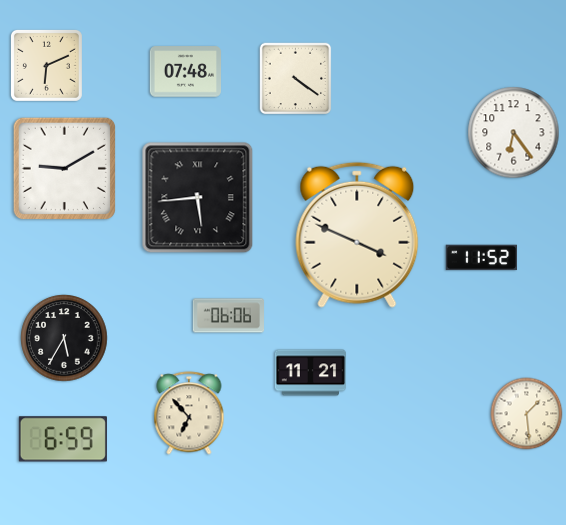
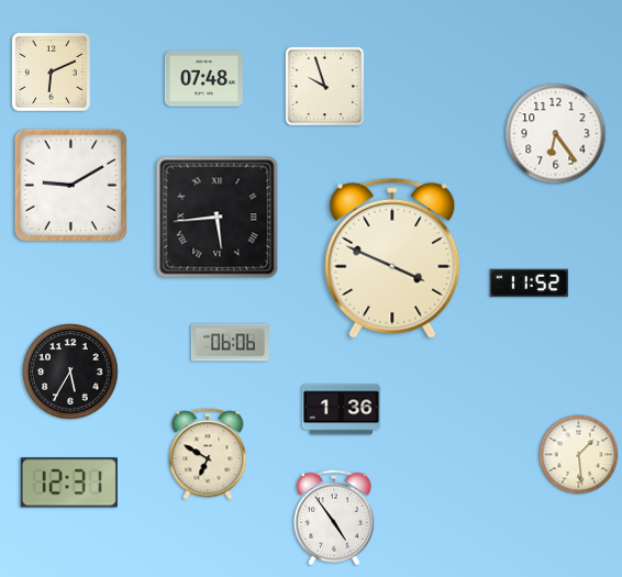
clock at (296, 79): 4:21 -> 9:57
clock at (514, 133) position: (514, 133) -> (556, 134)
clock at (229, 316) position: (229, 316) -> (231, 343)
clock at (311, 373): 11:21 -> 1:36
clock at (189, 413): 6:53 -> 6:50
clock at (63, 439): 6:59 -> 12:31
clock at (334, 518): none -> 4:54
